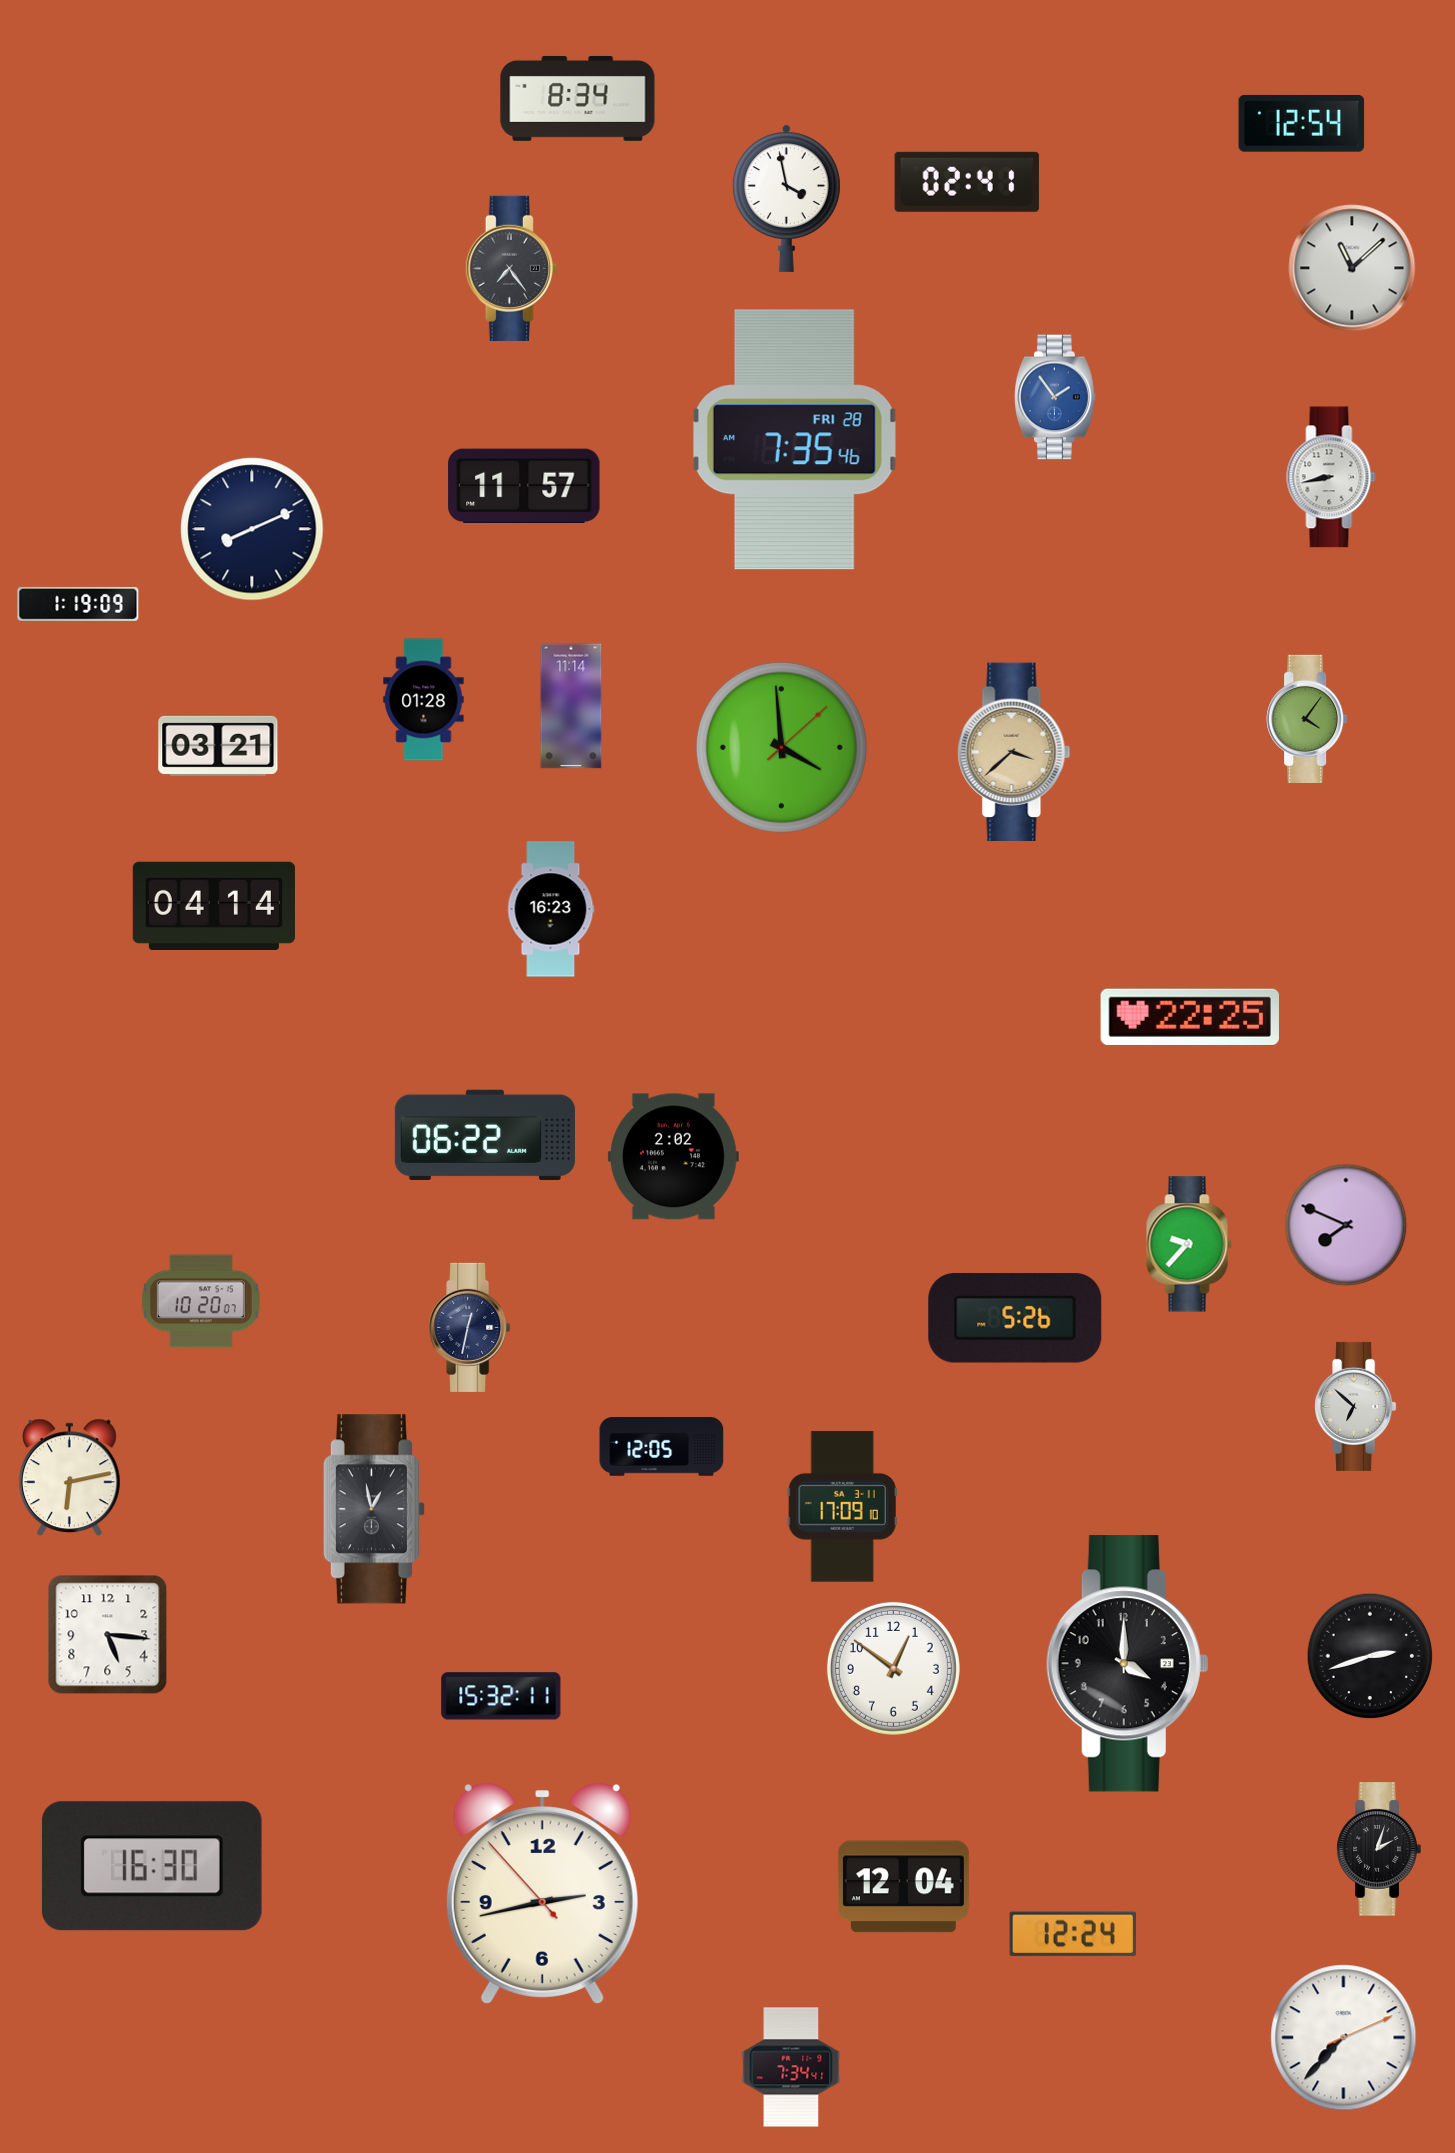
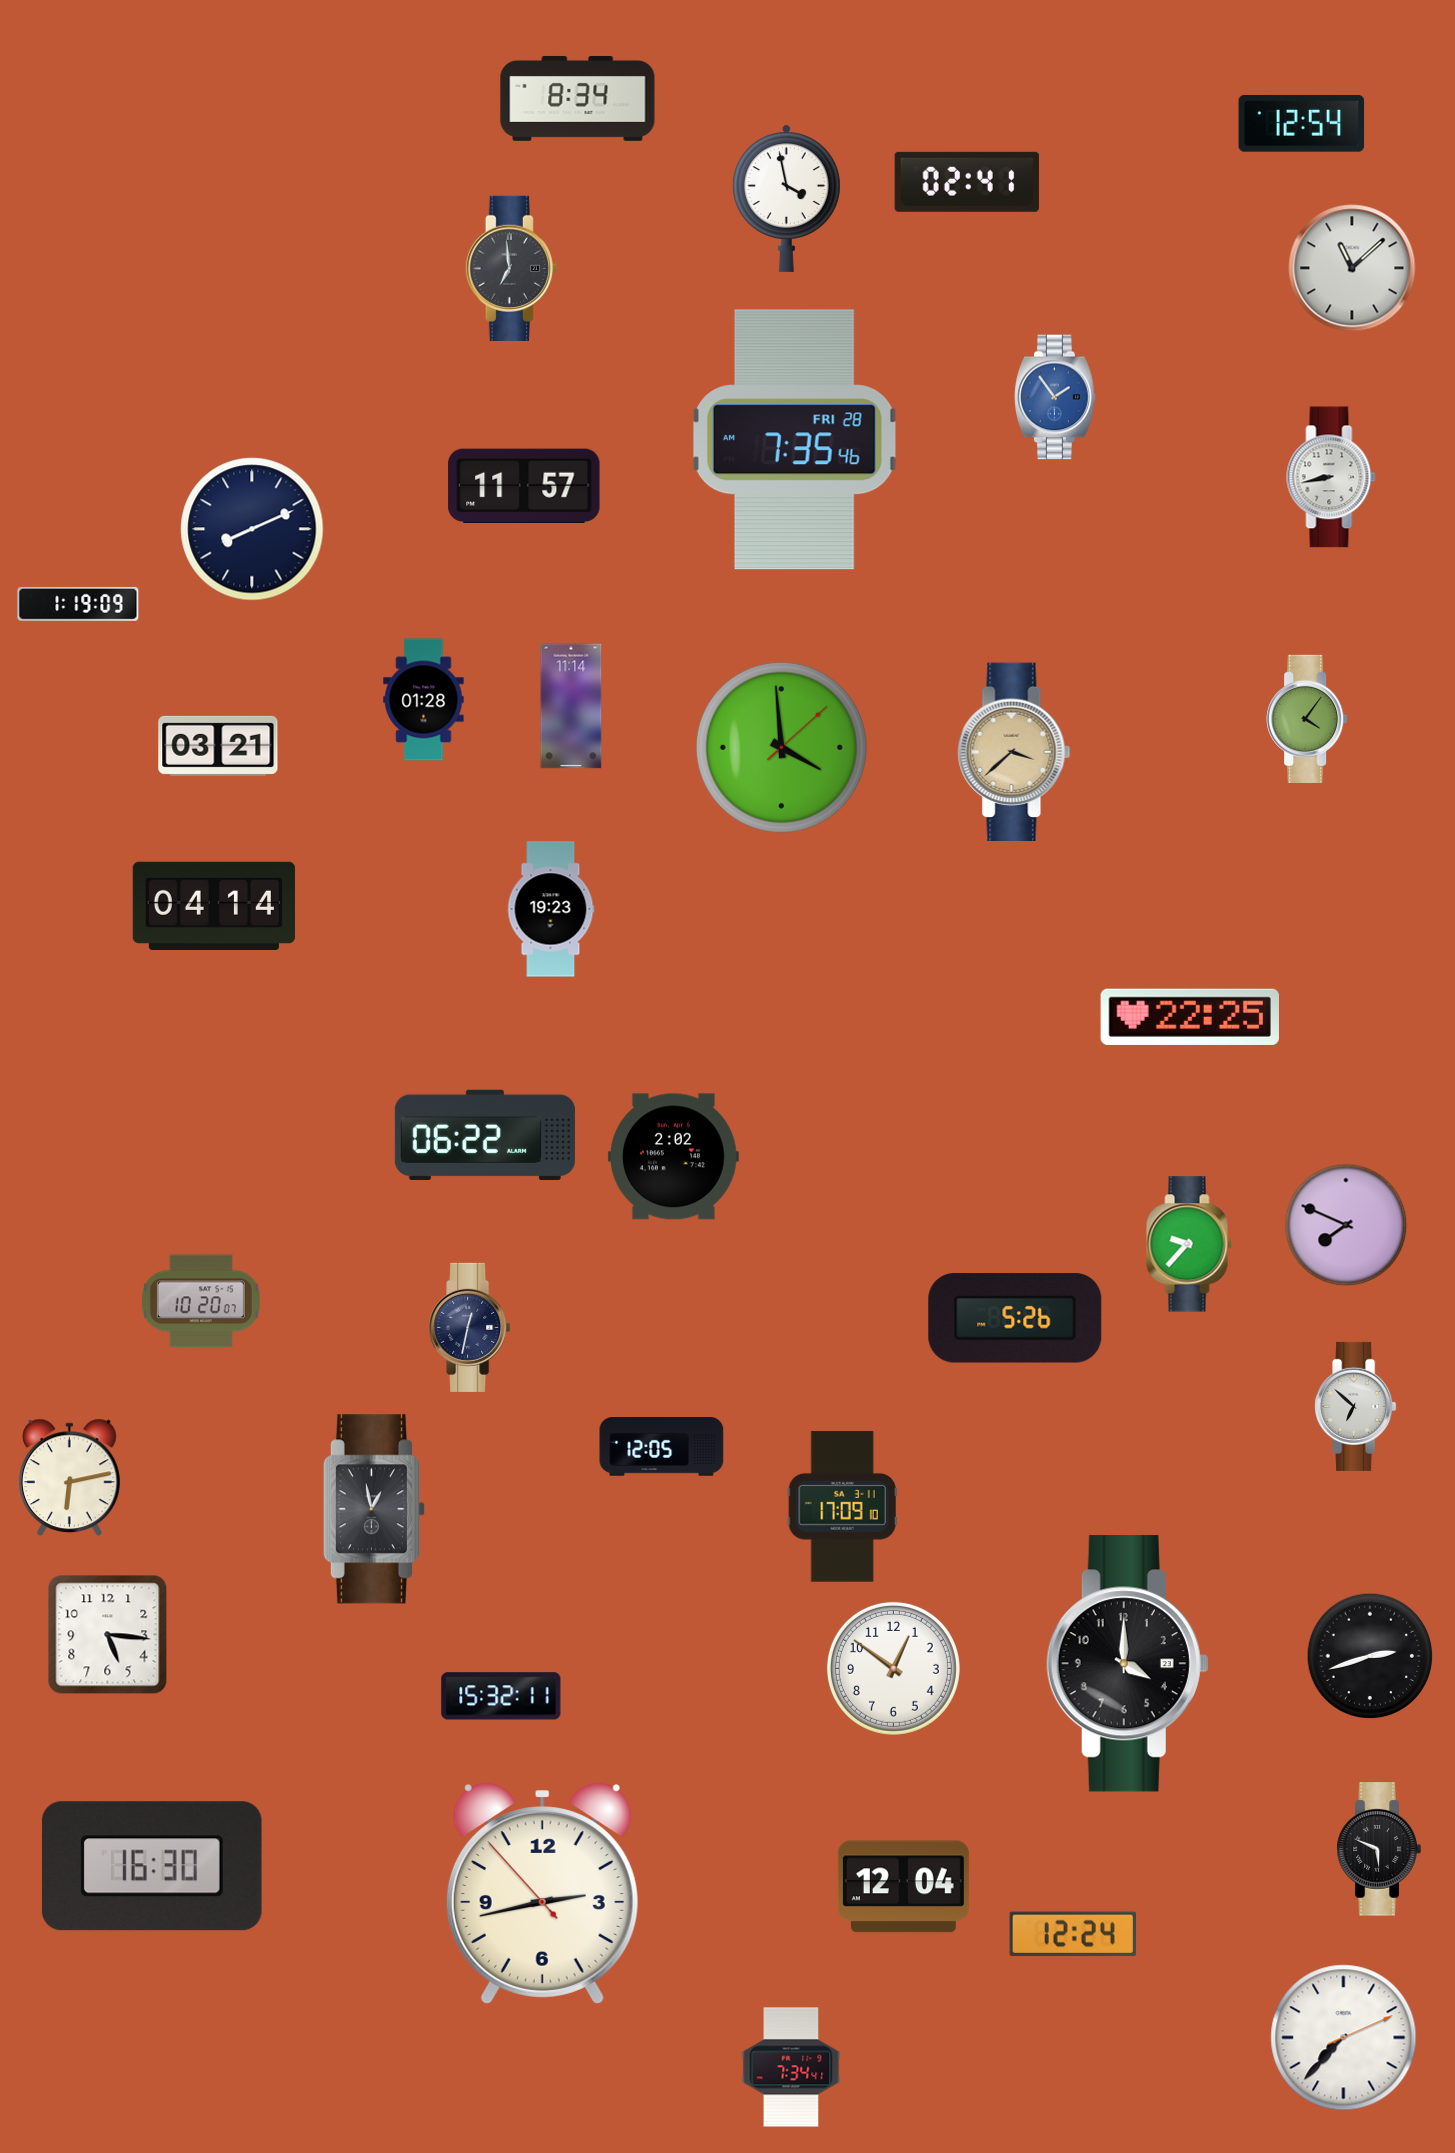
clock at (511, 268): 7:24 -> 6:59
clock at (551, 909): 16:23 -> 19:23
clock at (1379, 1849): 2:03 -> 5:49
